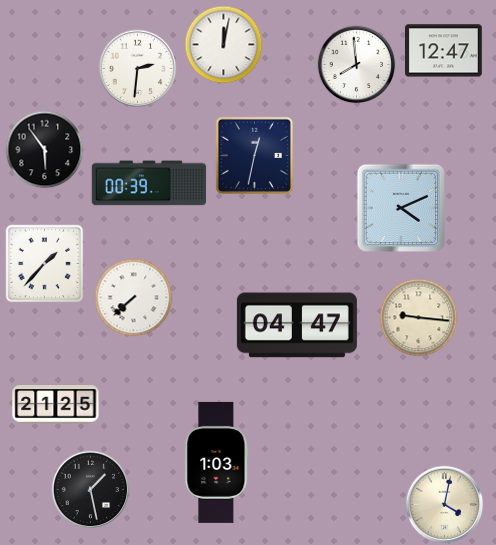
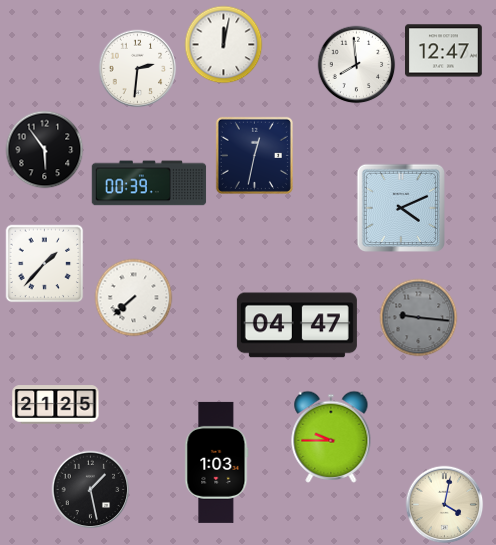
clock at (418, 317) dial: cream -> grey
clock at (331, 437): none -> 9:45
